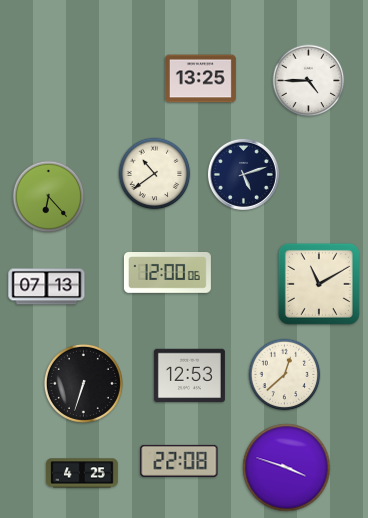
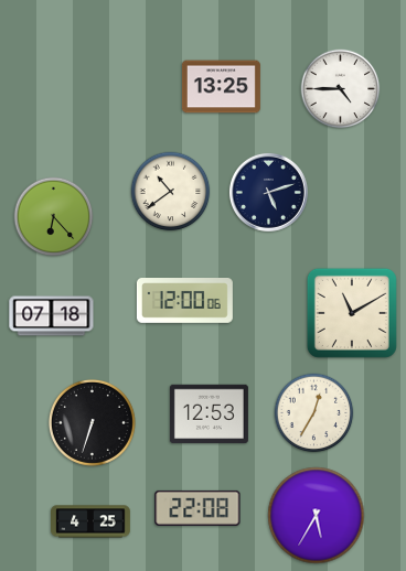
clock at (47, 287): 07:13 -> 07:18
clock at (285, 375): 12:38 -> 12:35
clock at (287, 468): 3:48 -> 5:35
